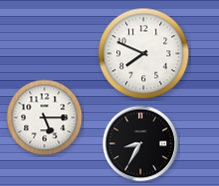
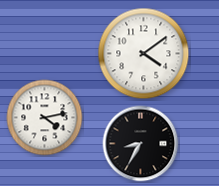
clock at (144, 54): 7:49 -> 4:09
clock at (45, 118): 5:15 -> 4:13
